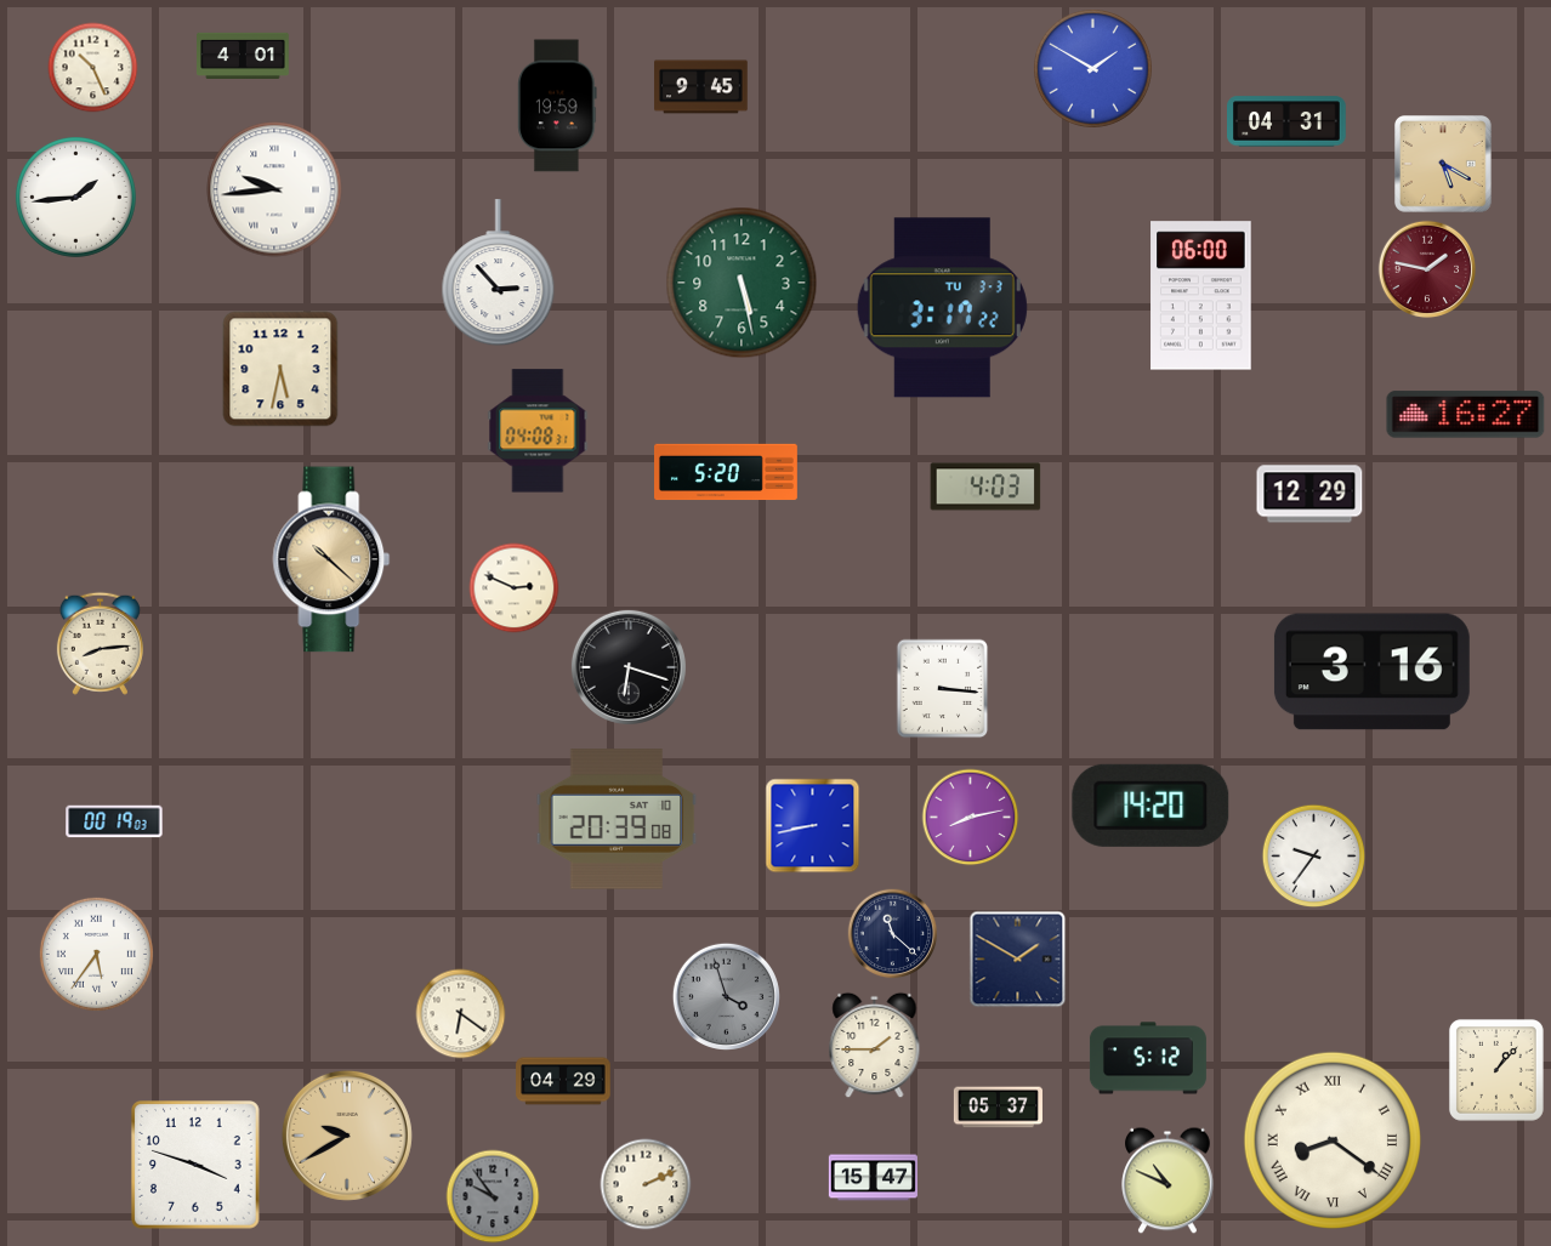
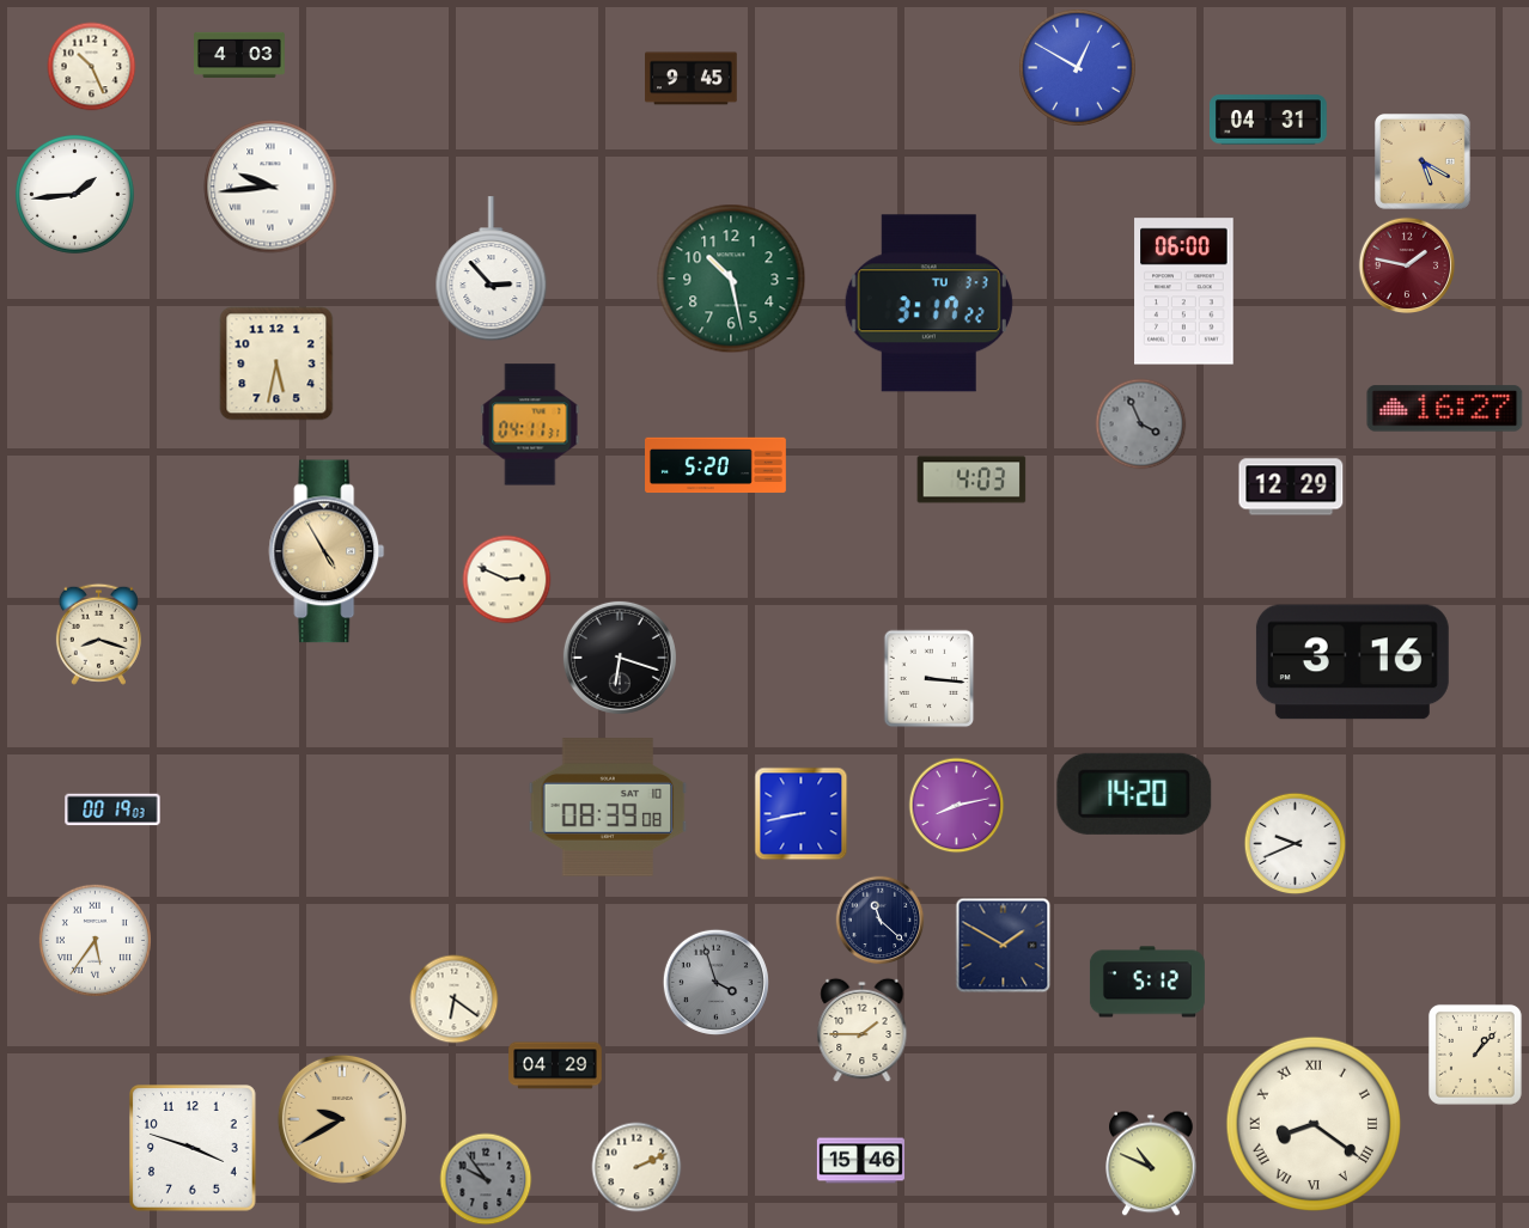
clock at (244, 56): 4:01 -> 4:03
clock at (1092, 68): 1:50 -> 12:50
clock at (701, 87) position: (701, 87) -> (692, 79)
clock at (557, 106): 19:59 -> none
clock at (742, 283): 5:28 -> 10:28
clock at (538, 431): 04:08 -> 04:11
clock at (1141, 424): none -> 3:56
clock at (331, 559): 10:22 -> 4:55
clock at (100, 643): 8:14 -> 8:18
clock at (617, 819): 20:39 -> 08:39
clock at (1314, 857): 9:36 -> 9:41
clock at (1148, 1058) position: (1148, 1058) -> (1147, 982)
clock at (998, 1108): 05:37 -> none
clock at (873, 1178): 15:47 -> 15:46
